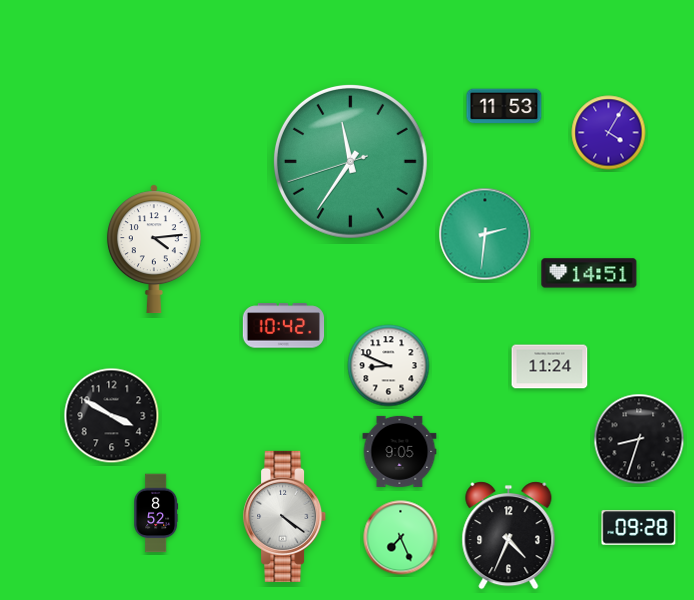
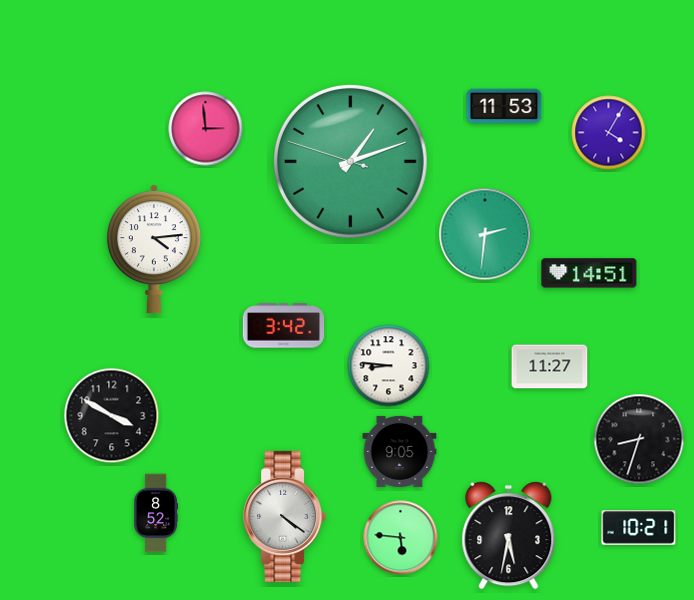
clock at (206, 129): none -> 2:59
clock at (350, 161): 11:35 -> 1:11
clock at (284, 326): 10:42 -> 3:42
clock at (389, 366): 8:49 -> 8:46
clock at (550, 367): 11:24 -> 11:27
clock at (639, 528): 09:28 -> 10:21
clock at (509, 536): 4:34 -> 5:32
clock at (401, 538): 7:26 -> 5:46
